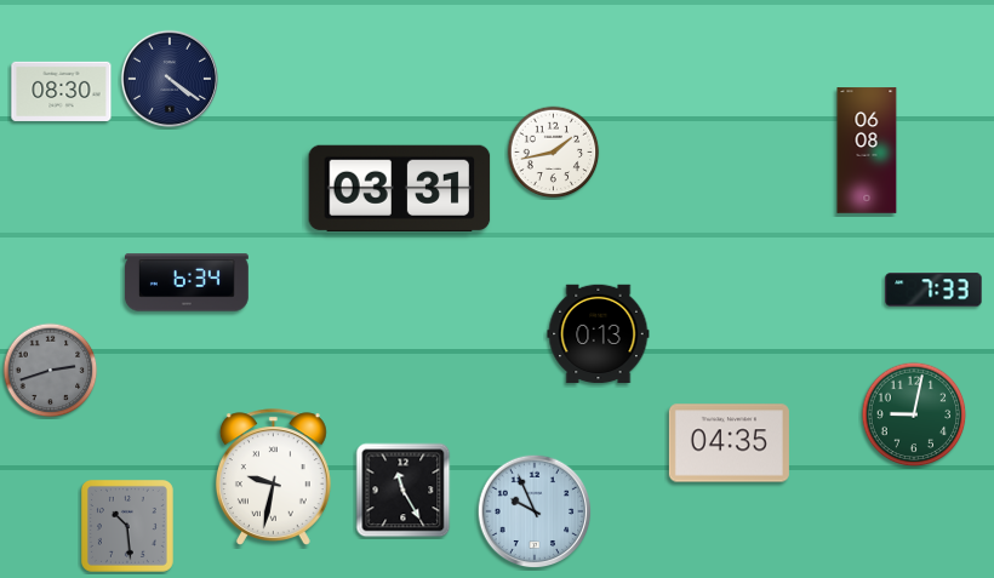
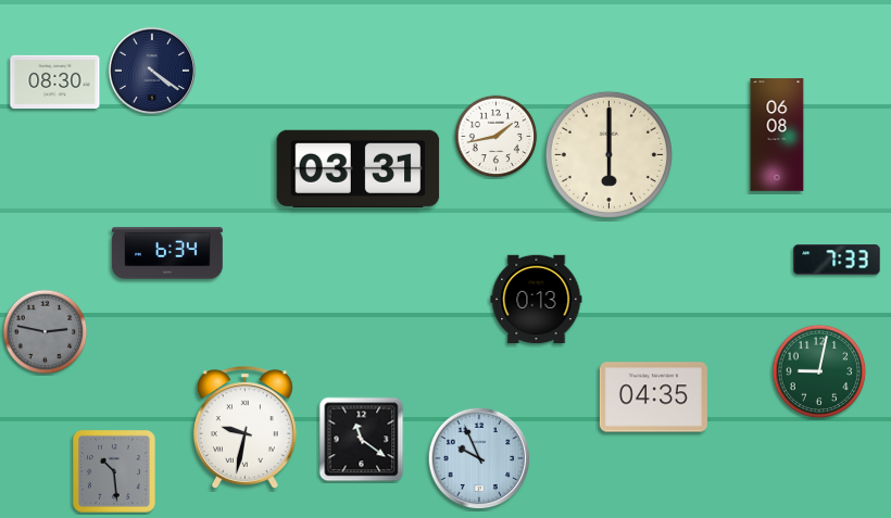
clock at (608, 154): none -> 6:00
clock at (51, 371): 2:42 -> 2:47
clock at (404, 491): 11:25 -> 11:21
